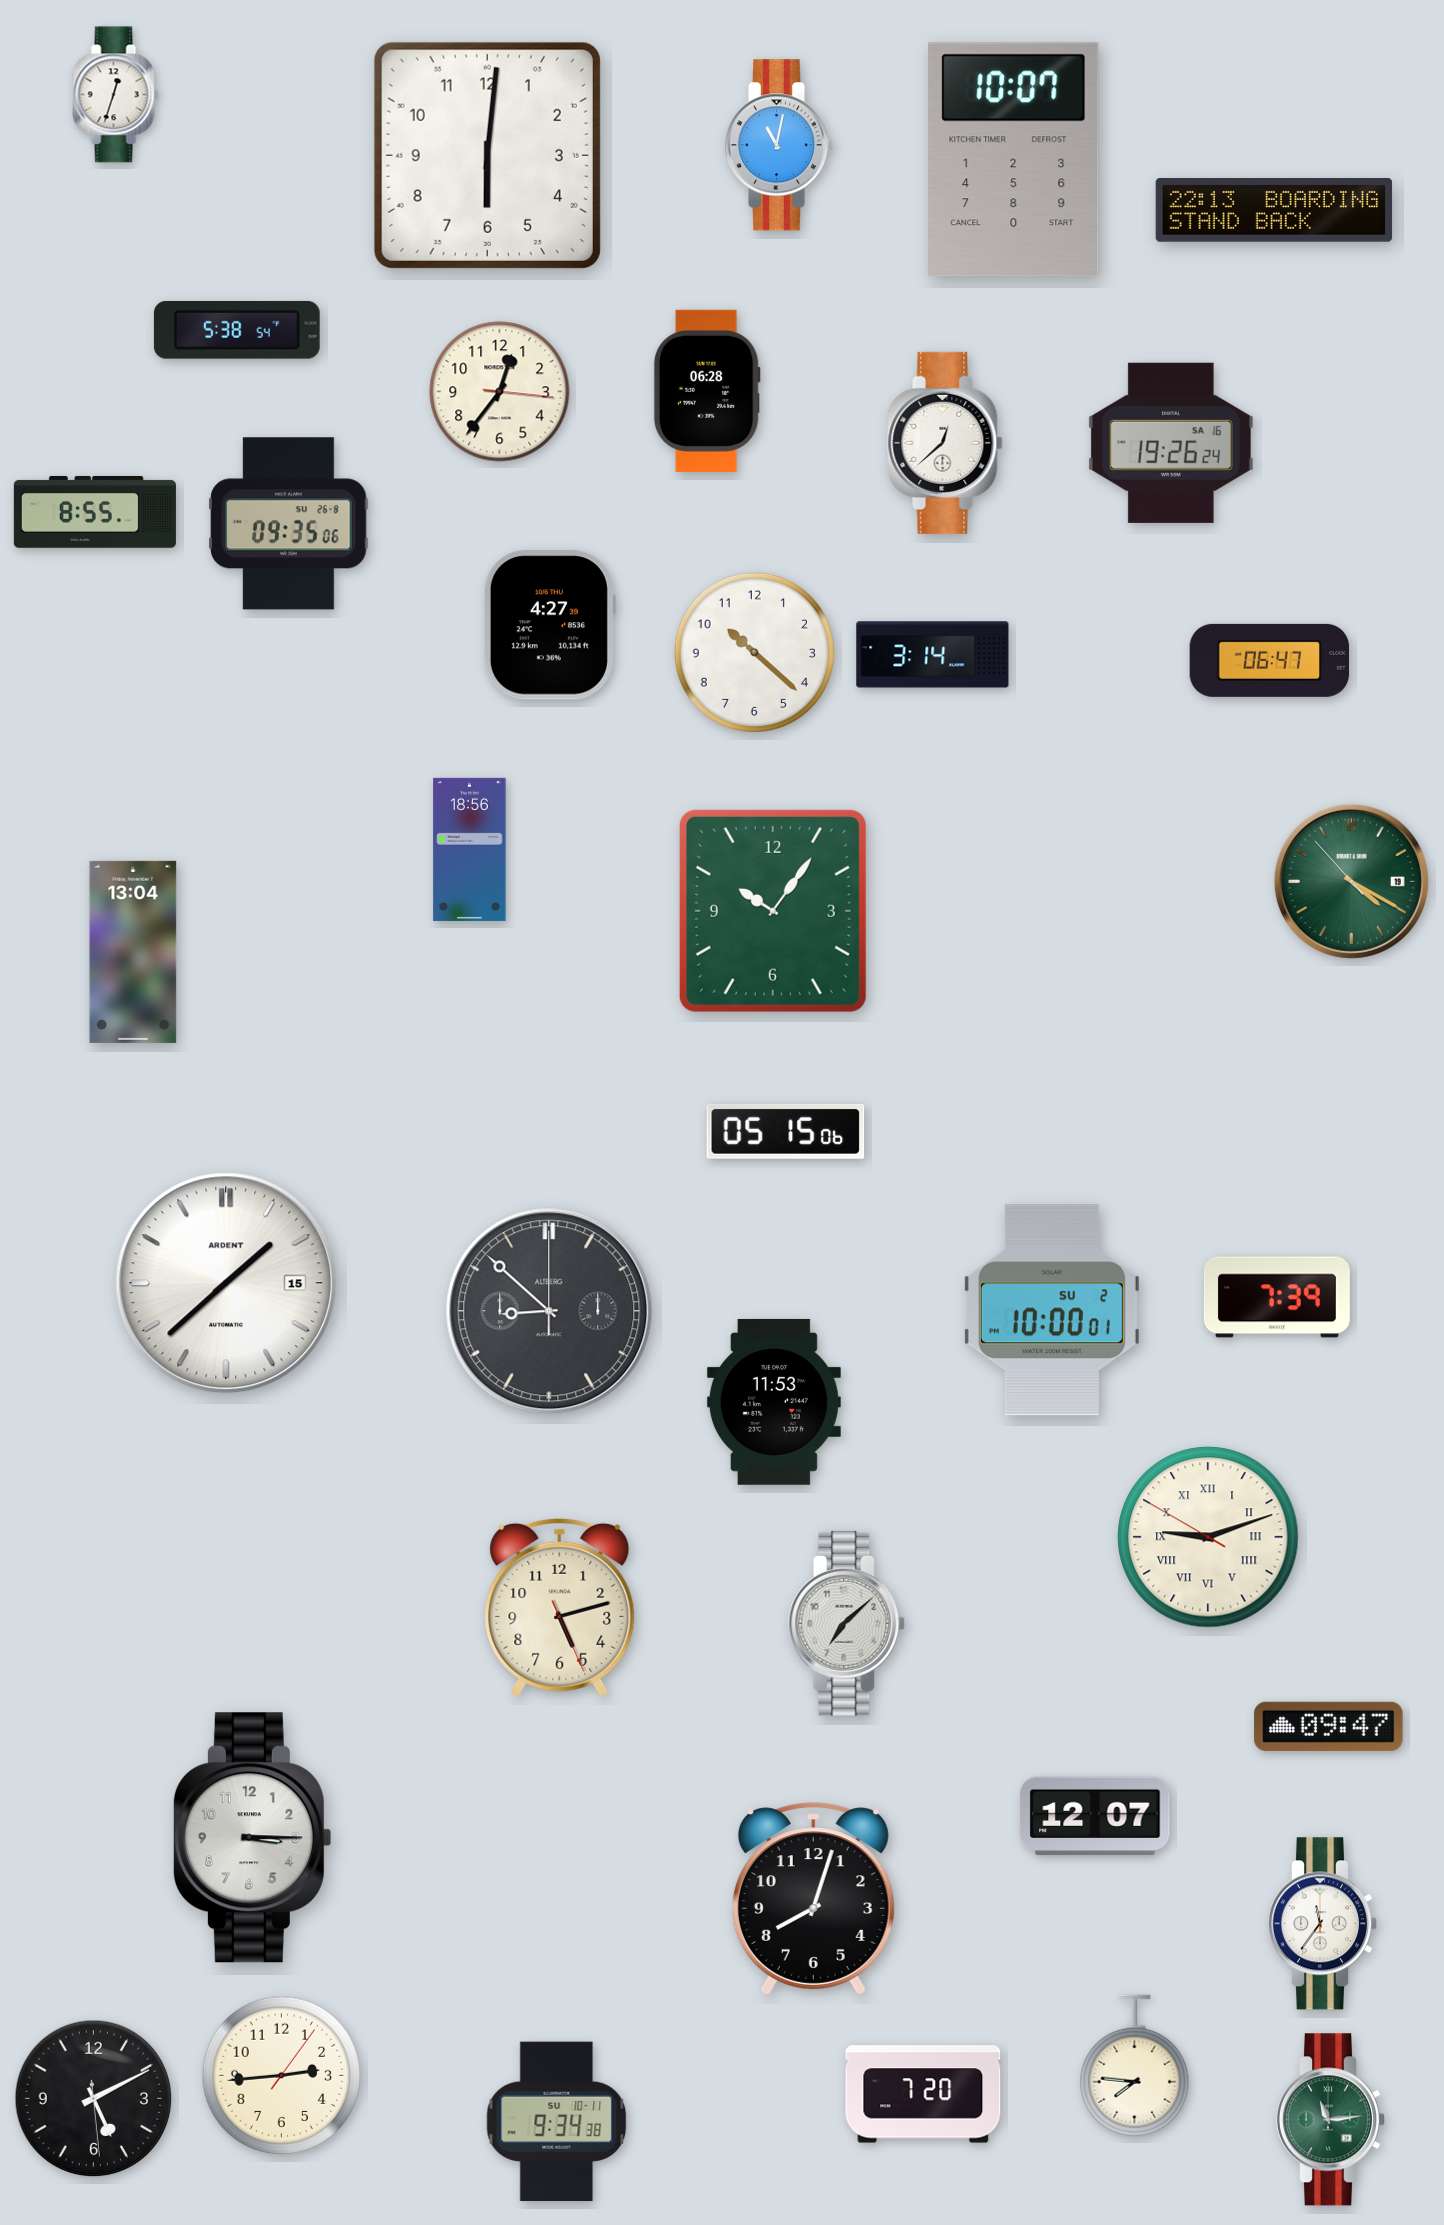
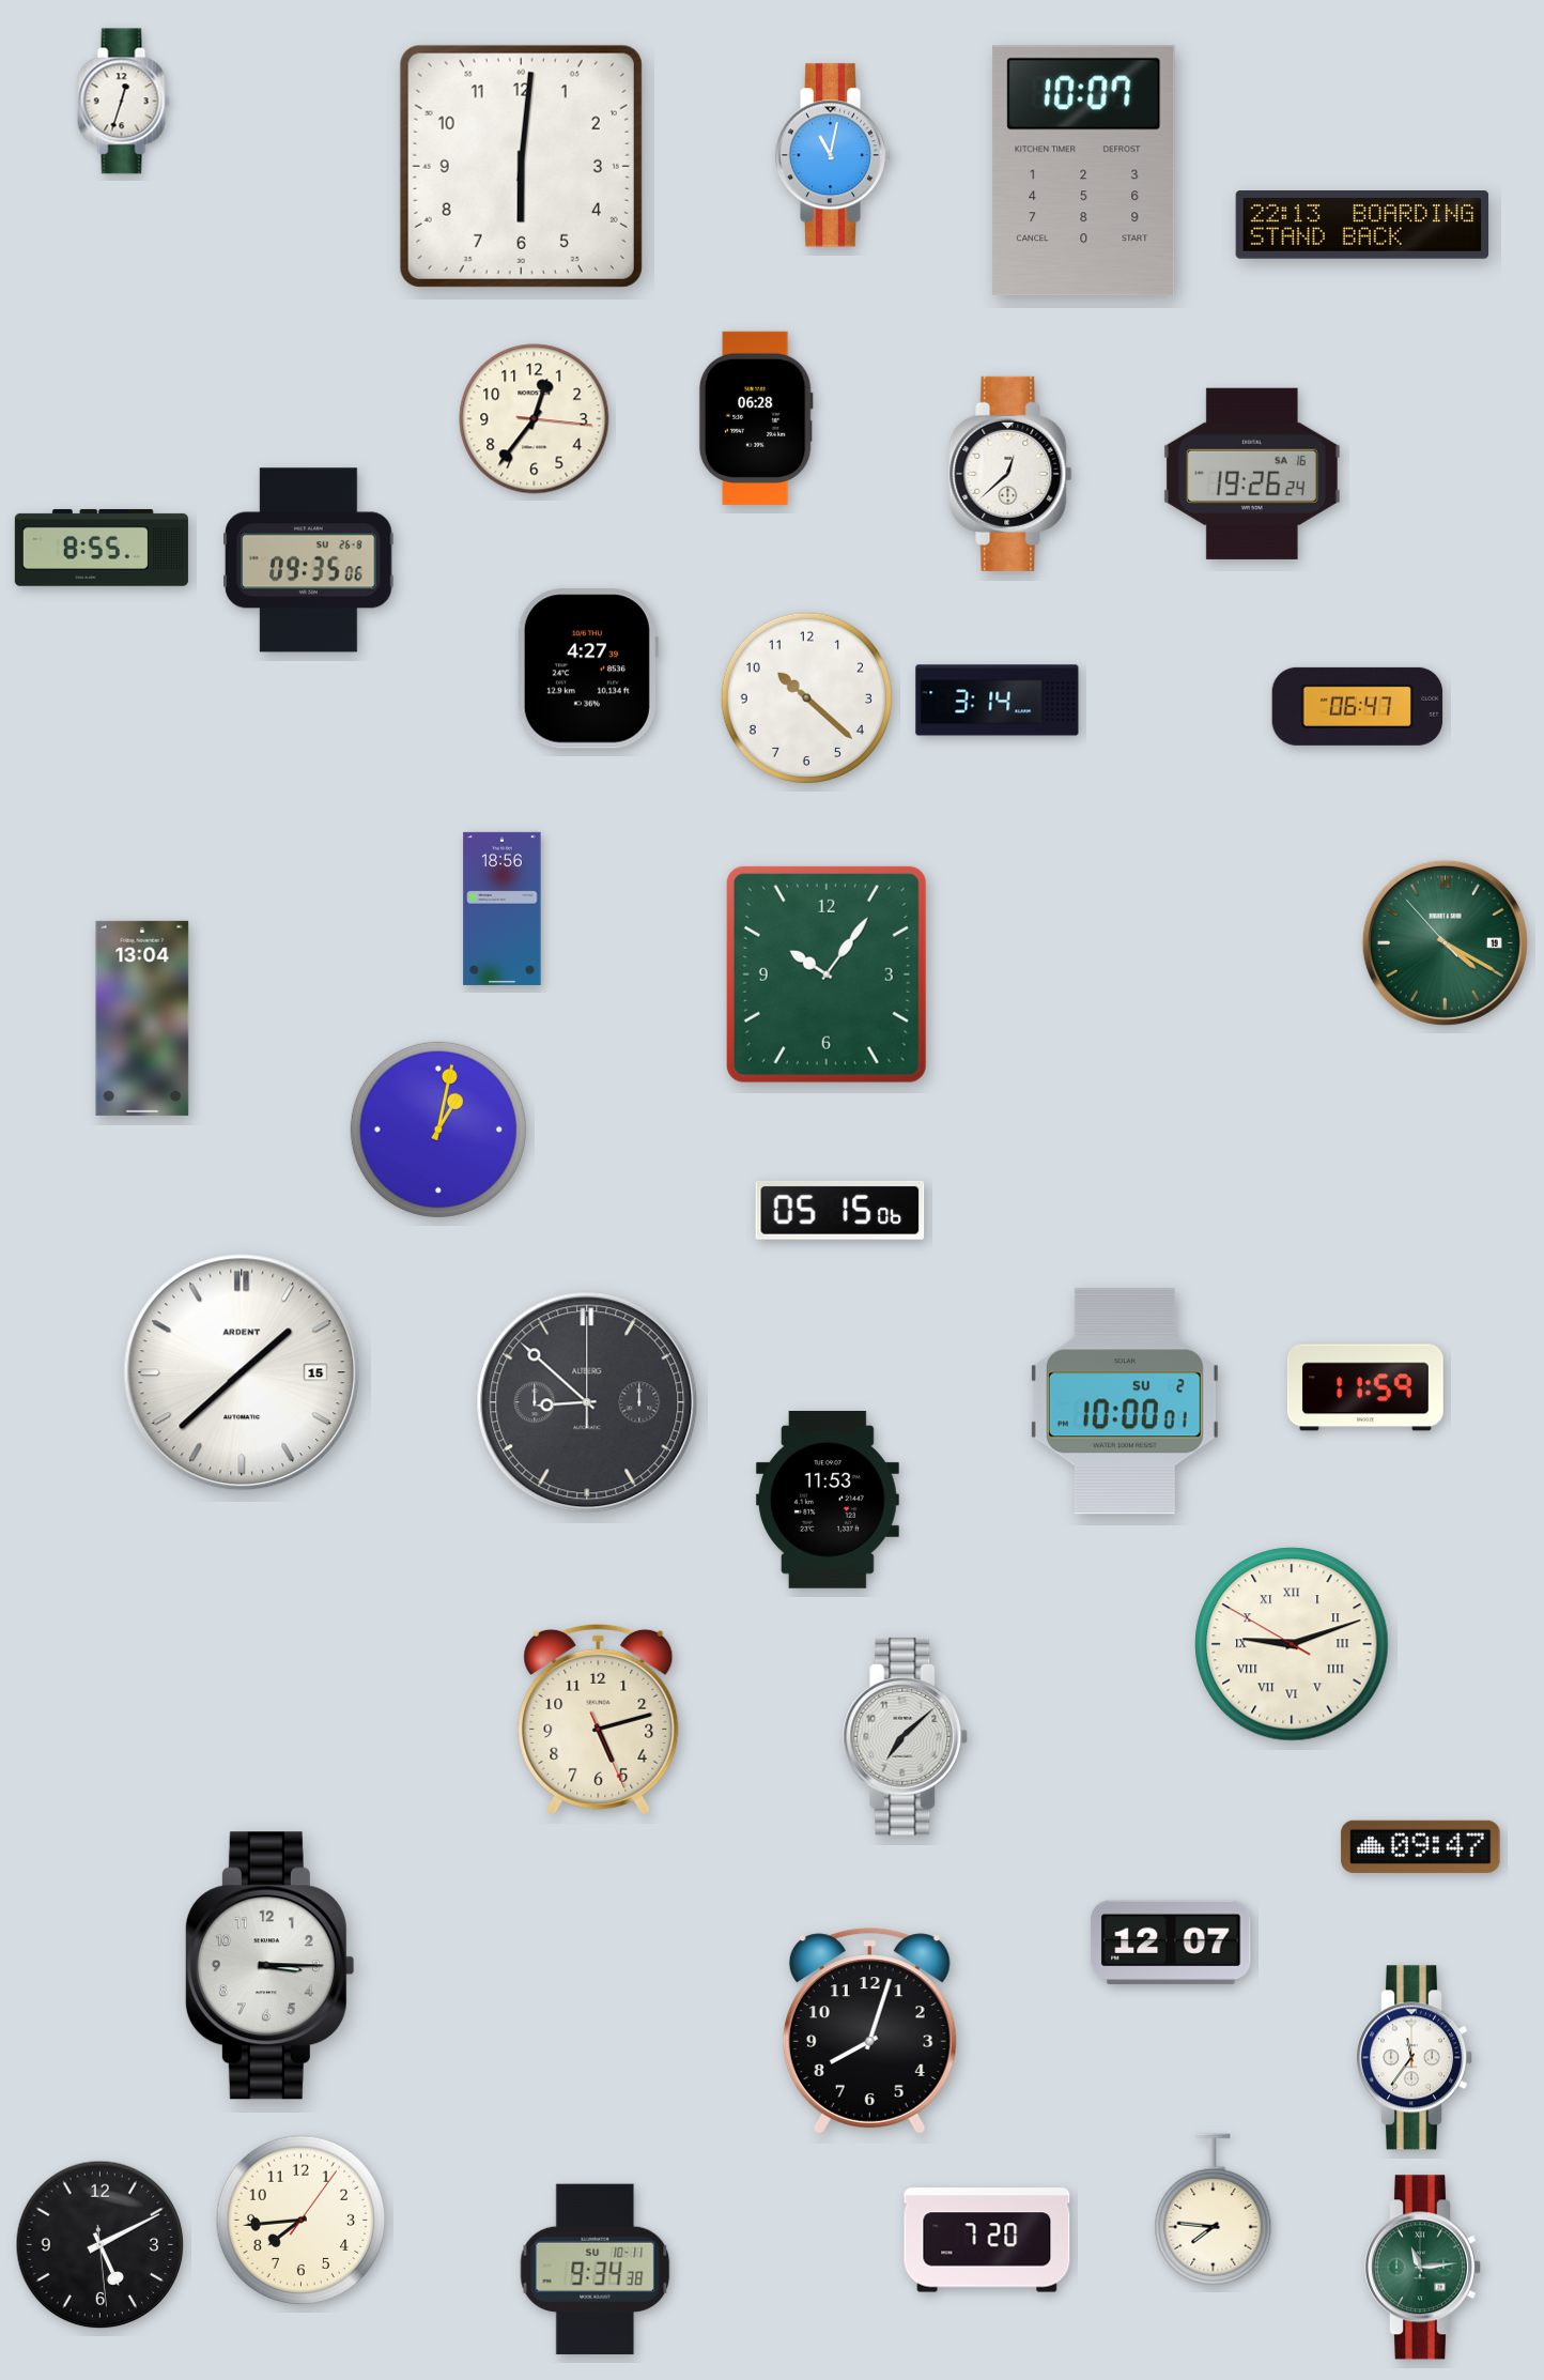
clock at (237, 330): 5:38 -> none
clock at (438, 1130): none -> 1:02
clock at (1277, 1297): 7:39 -> 11:59
clock at (282, 2076): 2:44 -> 7:44
